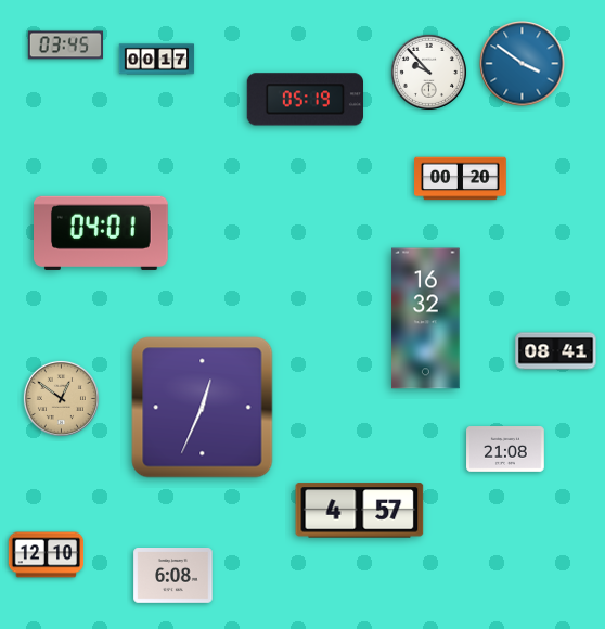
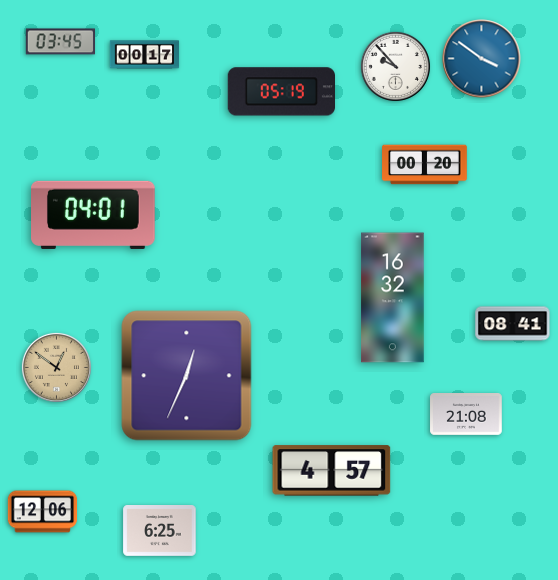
clock at (426, 319) position: (426, 319) -> (393, 298)
clock at (47, 555): 12:10 -> 12:06
clock at (173, 576): 6:08 -> 6:25
